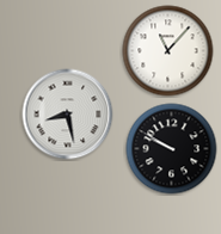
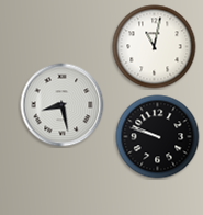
clock at (168, 51): 11:07 -> 11:02
clock at (172, 149): 9:50 -> 9:48
